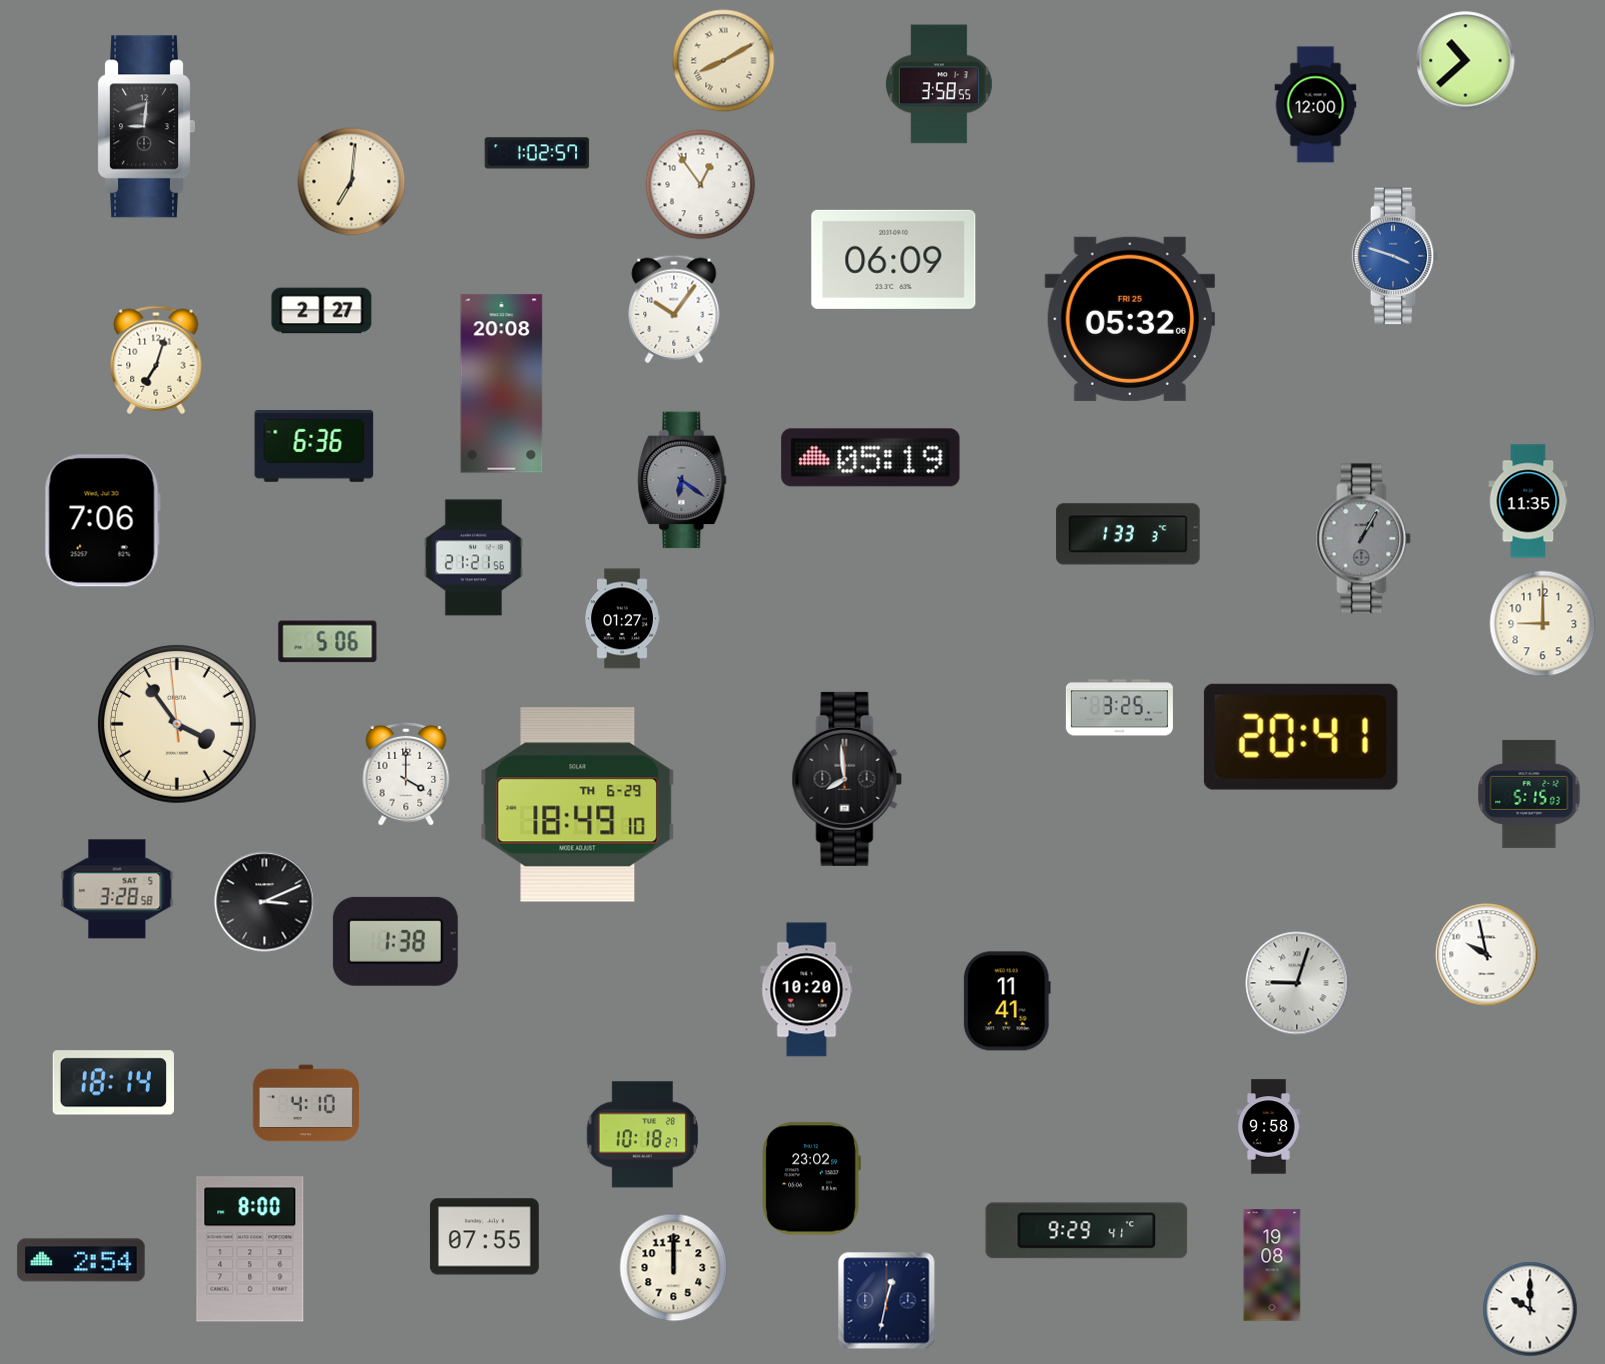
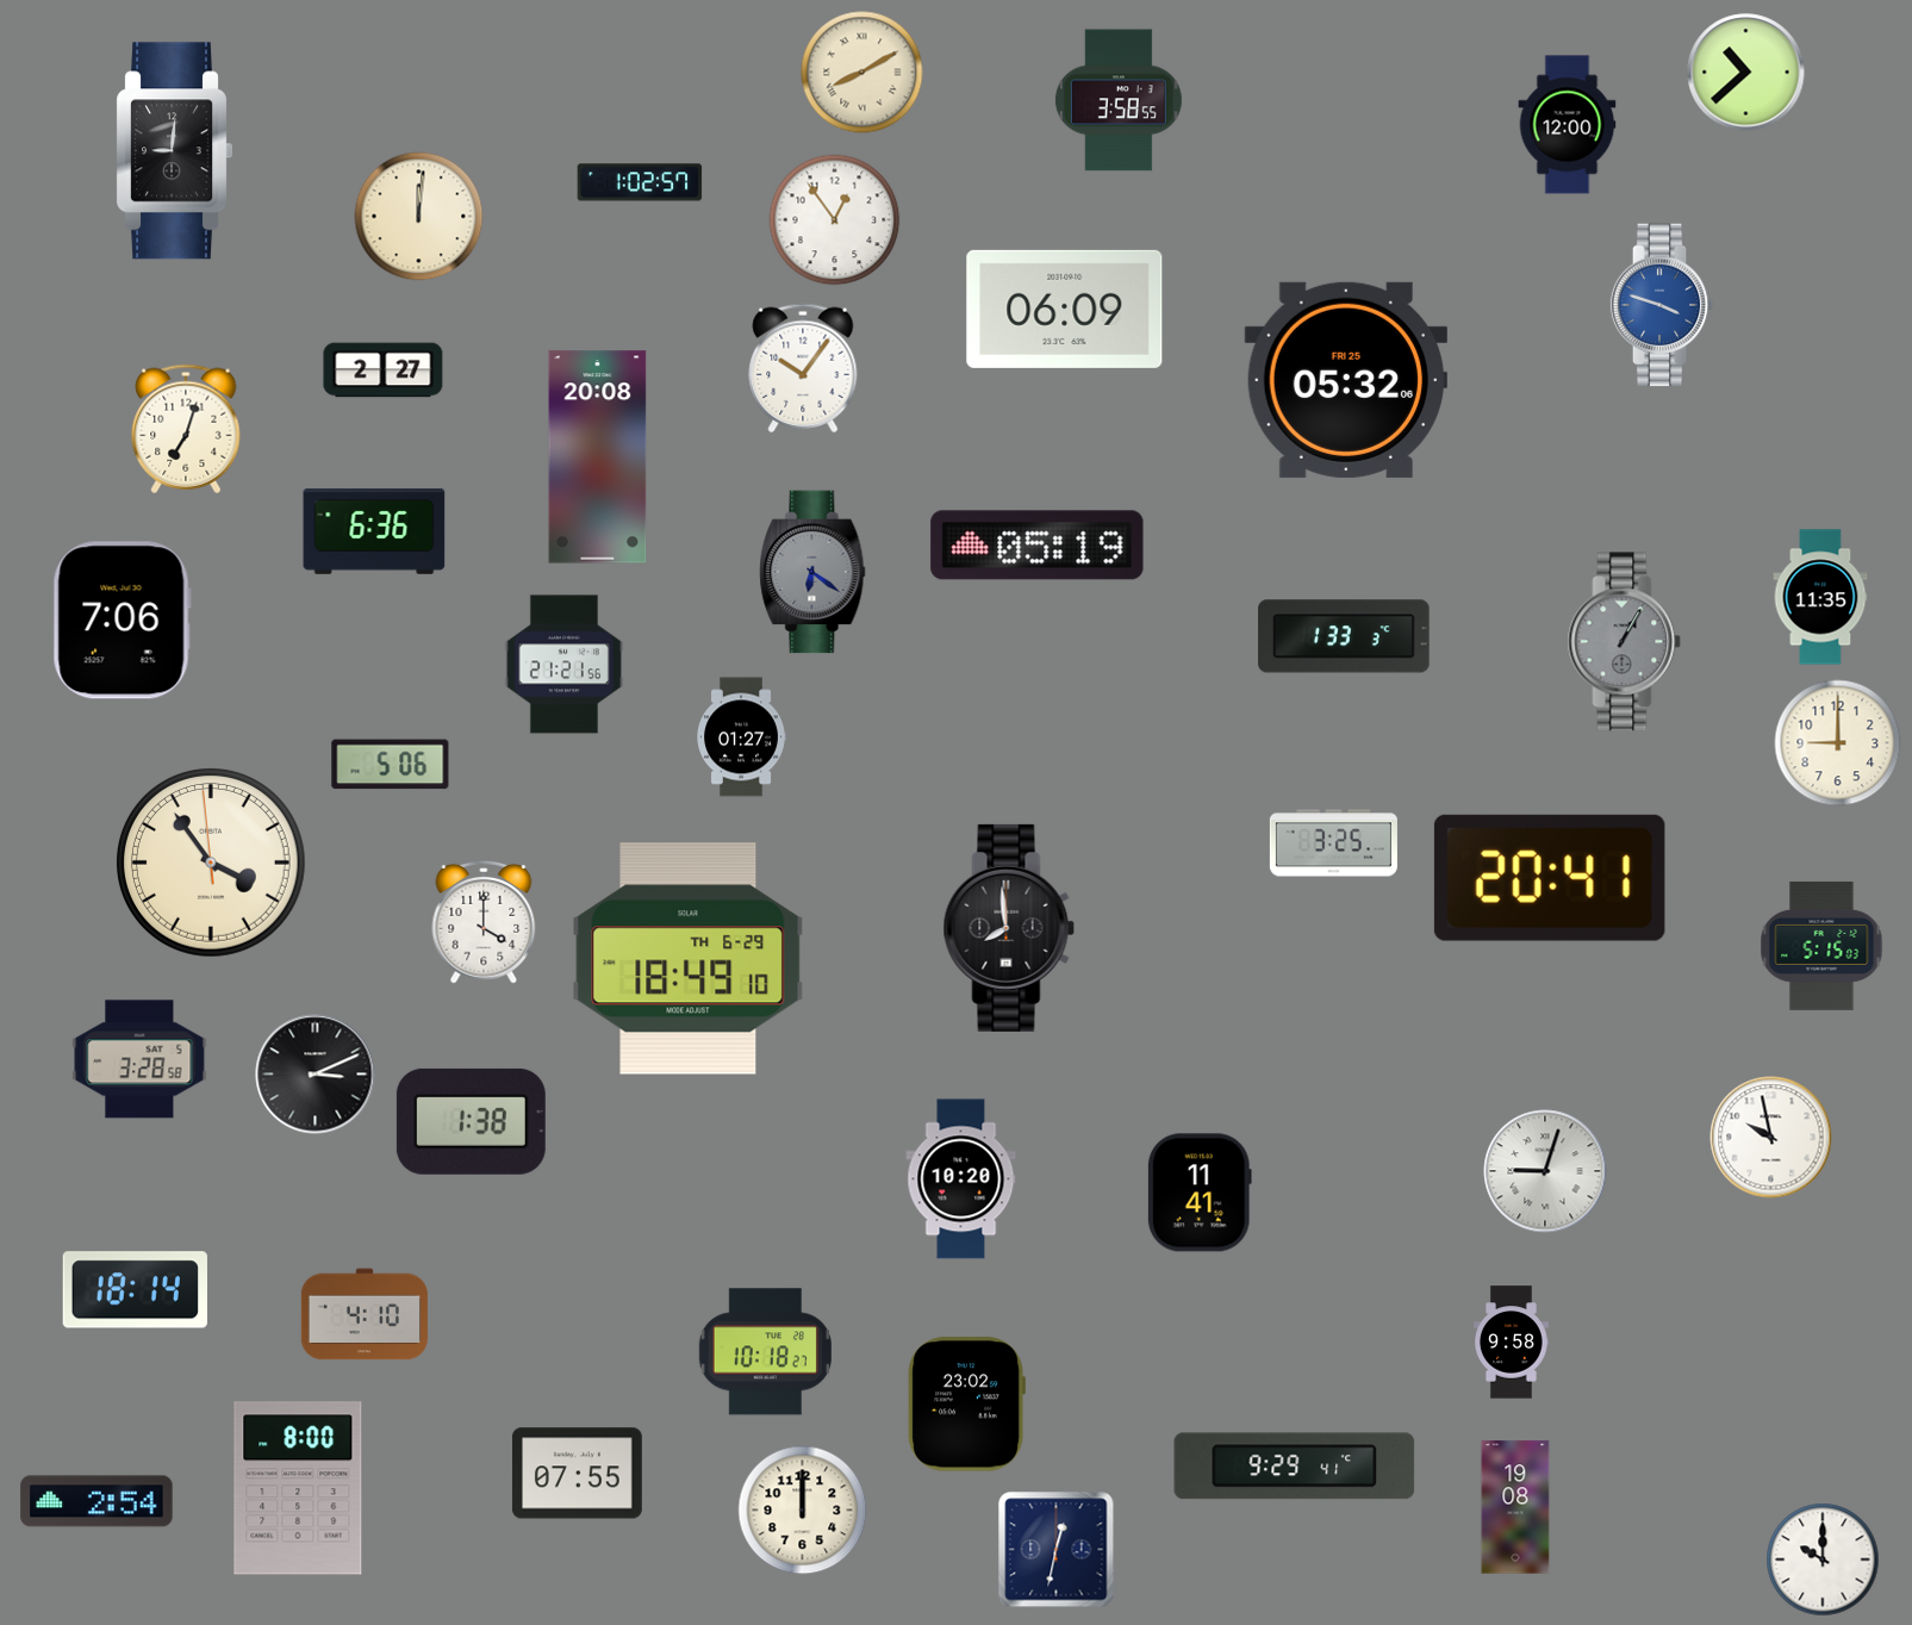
clock at (352, 182): 7:01 -> 12:01
